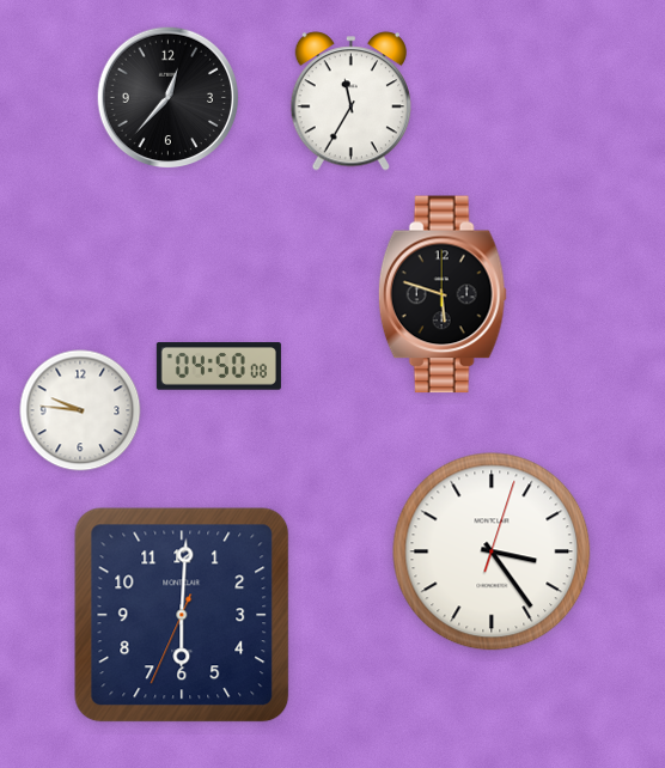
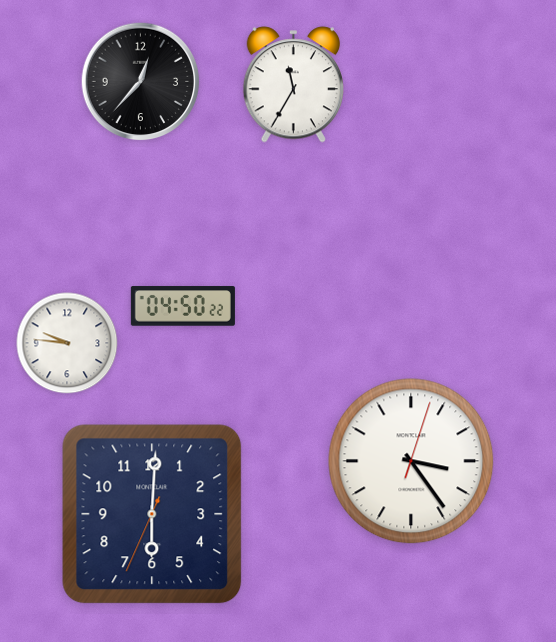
clock at (443, 294): 5:48 -> none
clock at (219, 366): 04:50:08 -> 04:50:22
